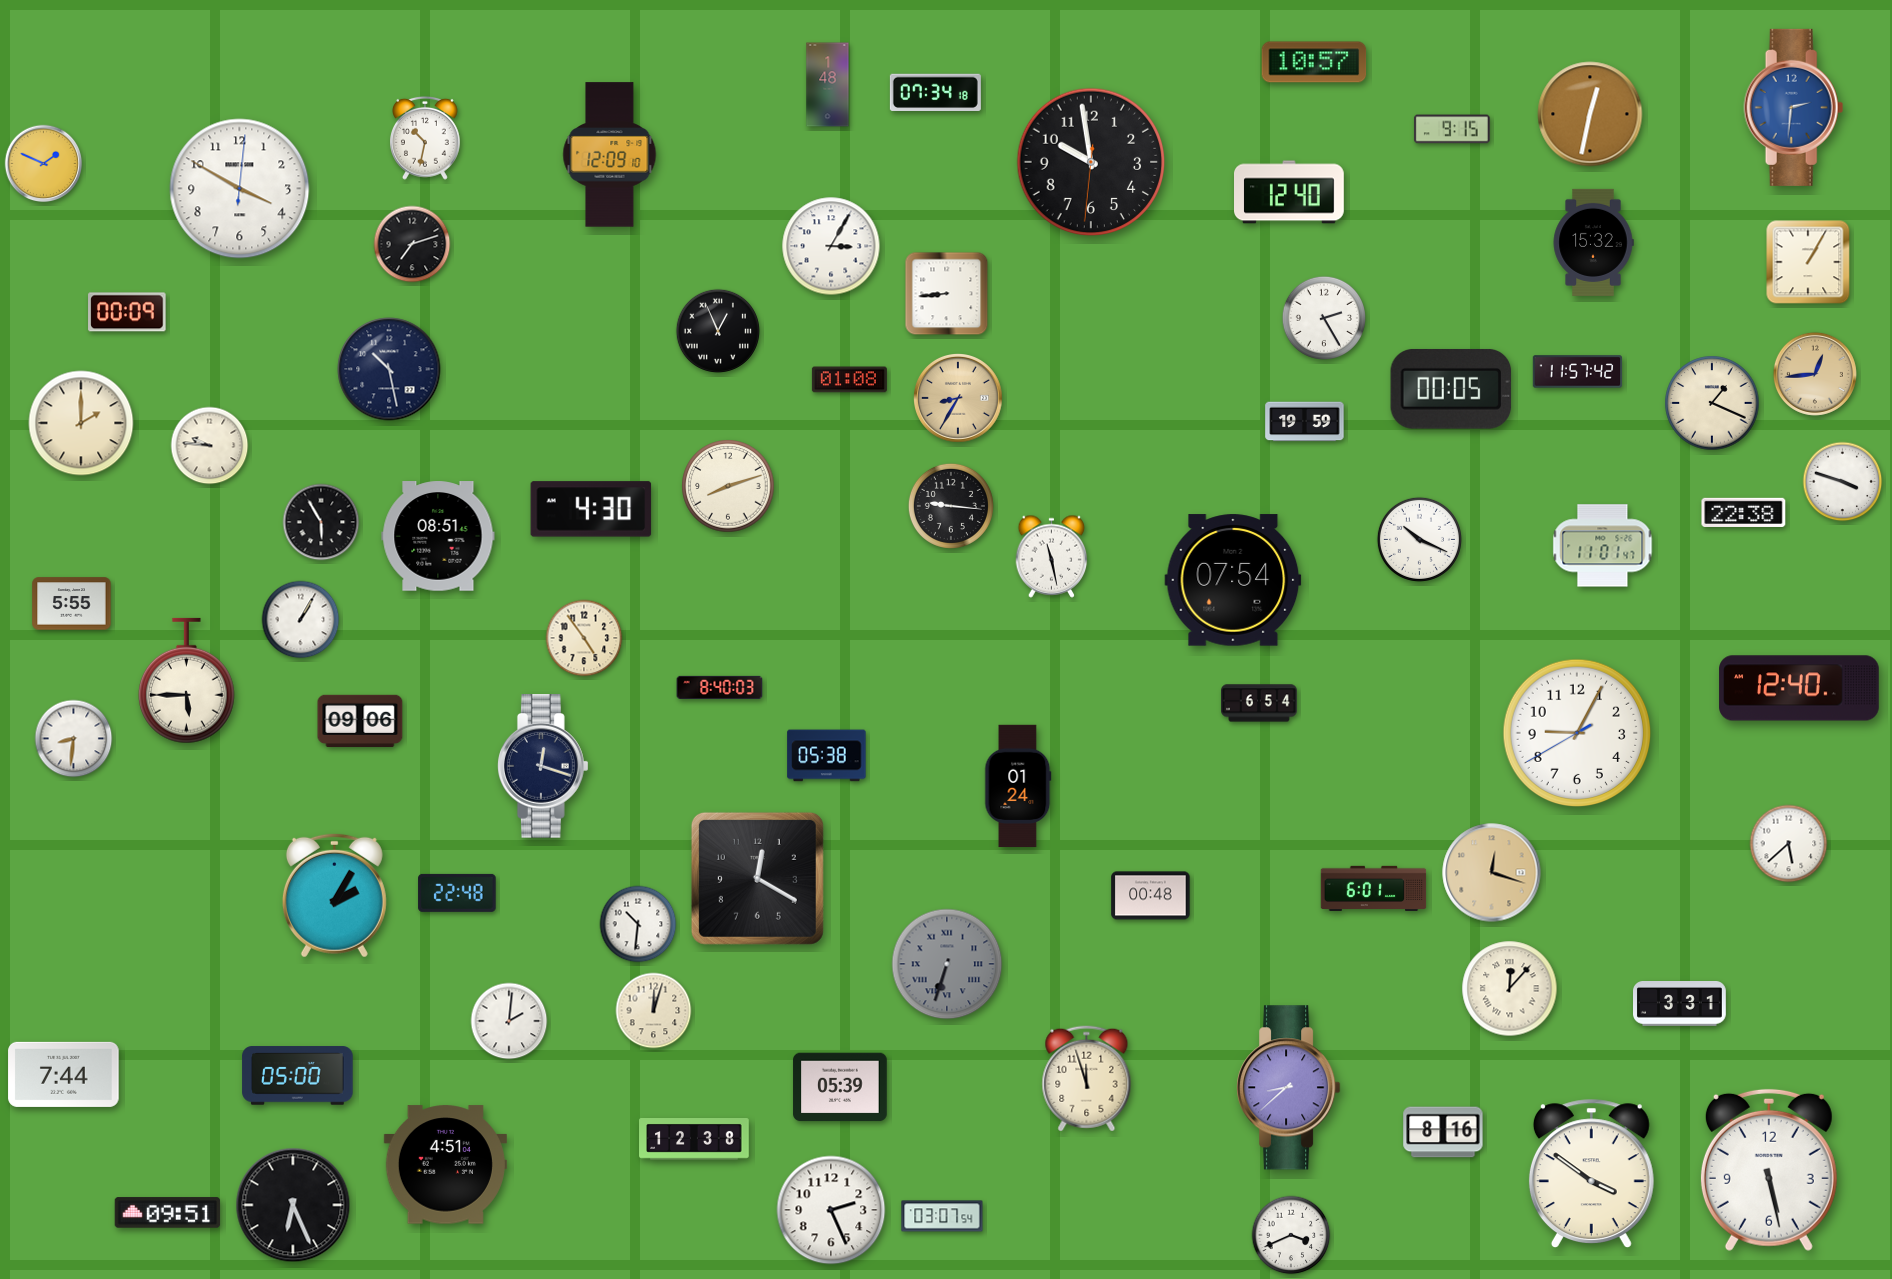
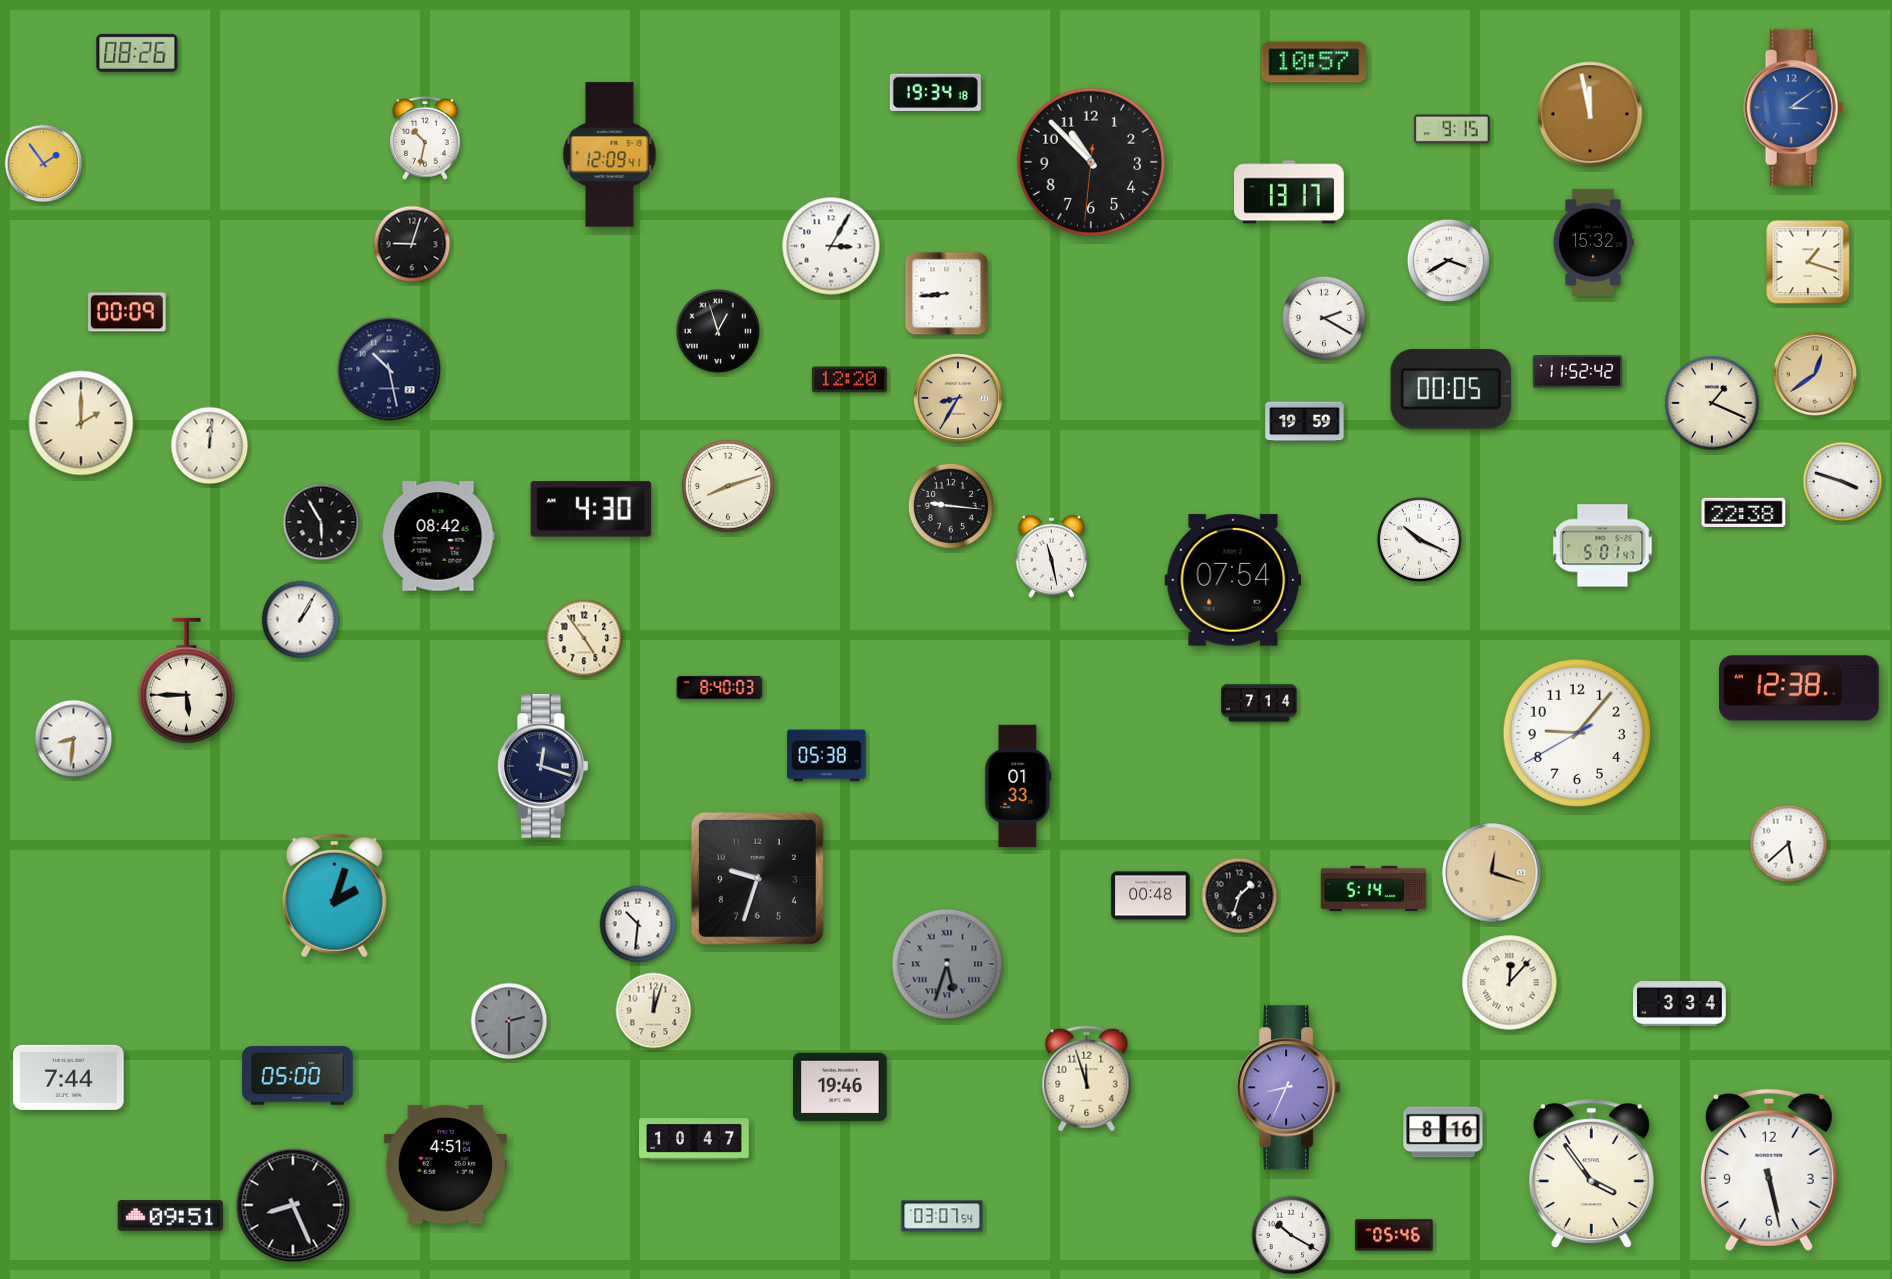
clock at (137, 53): none -> 08:26
clock at (828, 85): 1:48 -> none
clock at (935, 93): 07:34 -> 19:34
clock at (1794, 107): 2:31 -> 3:09
clock at (1590, 114): 12:32 -> 11:58
clock at (610, 155): 12:09:10 -> 12:09:41
clock at (1091, 162): 9:58 -> 10:52
clock at (44, 164): 1:49 -> 1:54
clock at (240, 189): 3:50 -> none
clock at (1290, 192): 12:40 -> 13:17
clock at (412, 244): 7:12 -> 9:03
clock at (1448, 260): none -> 3:40
clock at (1808, 262): 1:05 -> 1:18
clock at (1323, 317): 2:25 -> 2:20
clock at (717, 330): 12:56 -> 12:57
clock at (1578, 372): 11:57 -> 11:52
clock at (1815, 374): 12:44 -> 12:39
clock at (849, 380): 01:08 -> 12:20
clock at (210, 446): 9:46 -> 12:01
clock at (438, 536): 08:51 -> 08:42
clock at (1603, 546): 11:01 -> 5:01
clock at (72, 604): 5:55 -> none
clock at (1799, 688): 12:40 -> 12:38
clock at (1260, 703): 6:54 -> 7:14
clock at (360, 720): 09:06 -> none
clock at (1577, 733): 9:04 -> 9:06
clock at (1018, 786): 01:24 -> 01:33
clock at (757, 878): 12:20 -> 9:33
clock at (1374, 888): 6:01 -> 5:14
clock at (457, 893): 22:48 -> none
clock at (334, 895): 2:05 -> 2:03
clock at (1240, 896): none -> 1:33
clock at (947, 964): 6:33 -> 5:33
clock at (1510, 989) position: (1510, 989) -> (1510, 983)
clock at (1680, 1004): 3:31 -> 3:34
clock at (509, 1021): 2:01 -> 2:30
clock at (509, 1021) dial: white -> grey
clock at (64, 1074) position: (64, 1074) -> (69, 1077)
clock at (840, 1087): 05:39 -> 19:46
clock at (1289, 1088): 8:38 -> 8:34
clock at (694, 1140): 12:38 -> 10:47
clock at (1591, 1173): 3:51 -> 3:54
clock at (293, 1205): 6:26 -> 8:26
clock at (831, 1210): 2:26 -> none
clock at (168, 1213) position: (168, 1213) -> (171, 1216)
clock at (1291, 1235): 3:41 -> 10:20
clock at (1394, 1235): none -> 05:46
